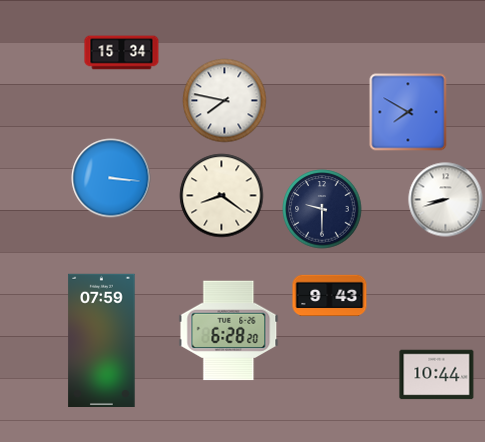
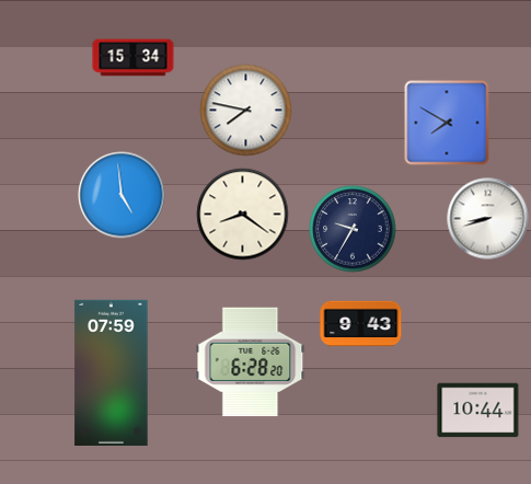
clock at (111, 178): 3:16 -> 4:59
clock at (322, 209): 9:30 -> 9:35
